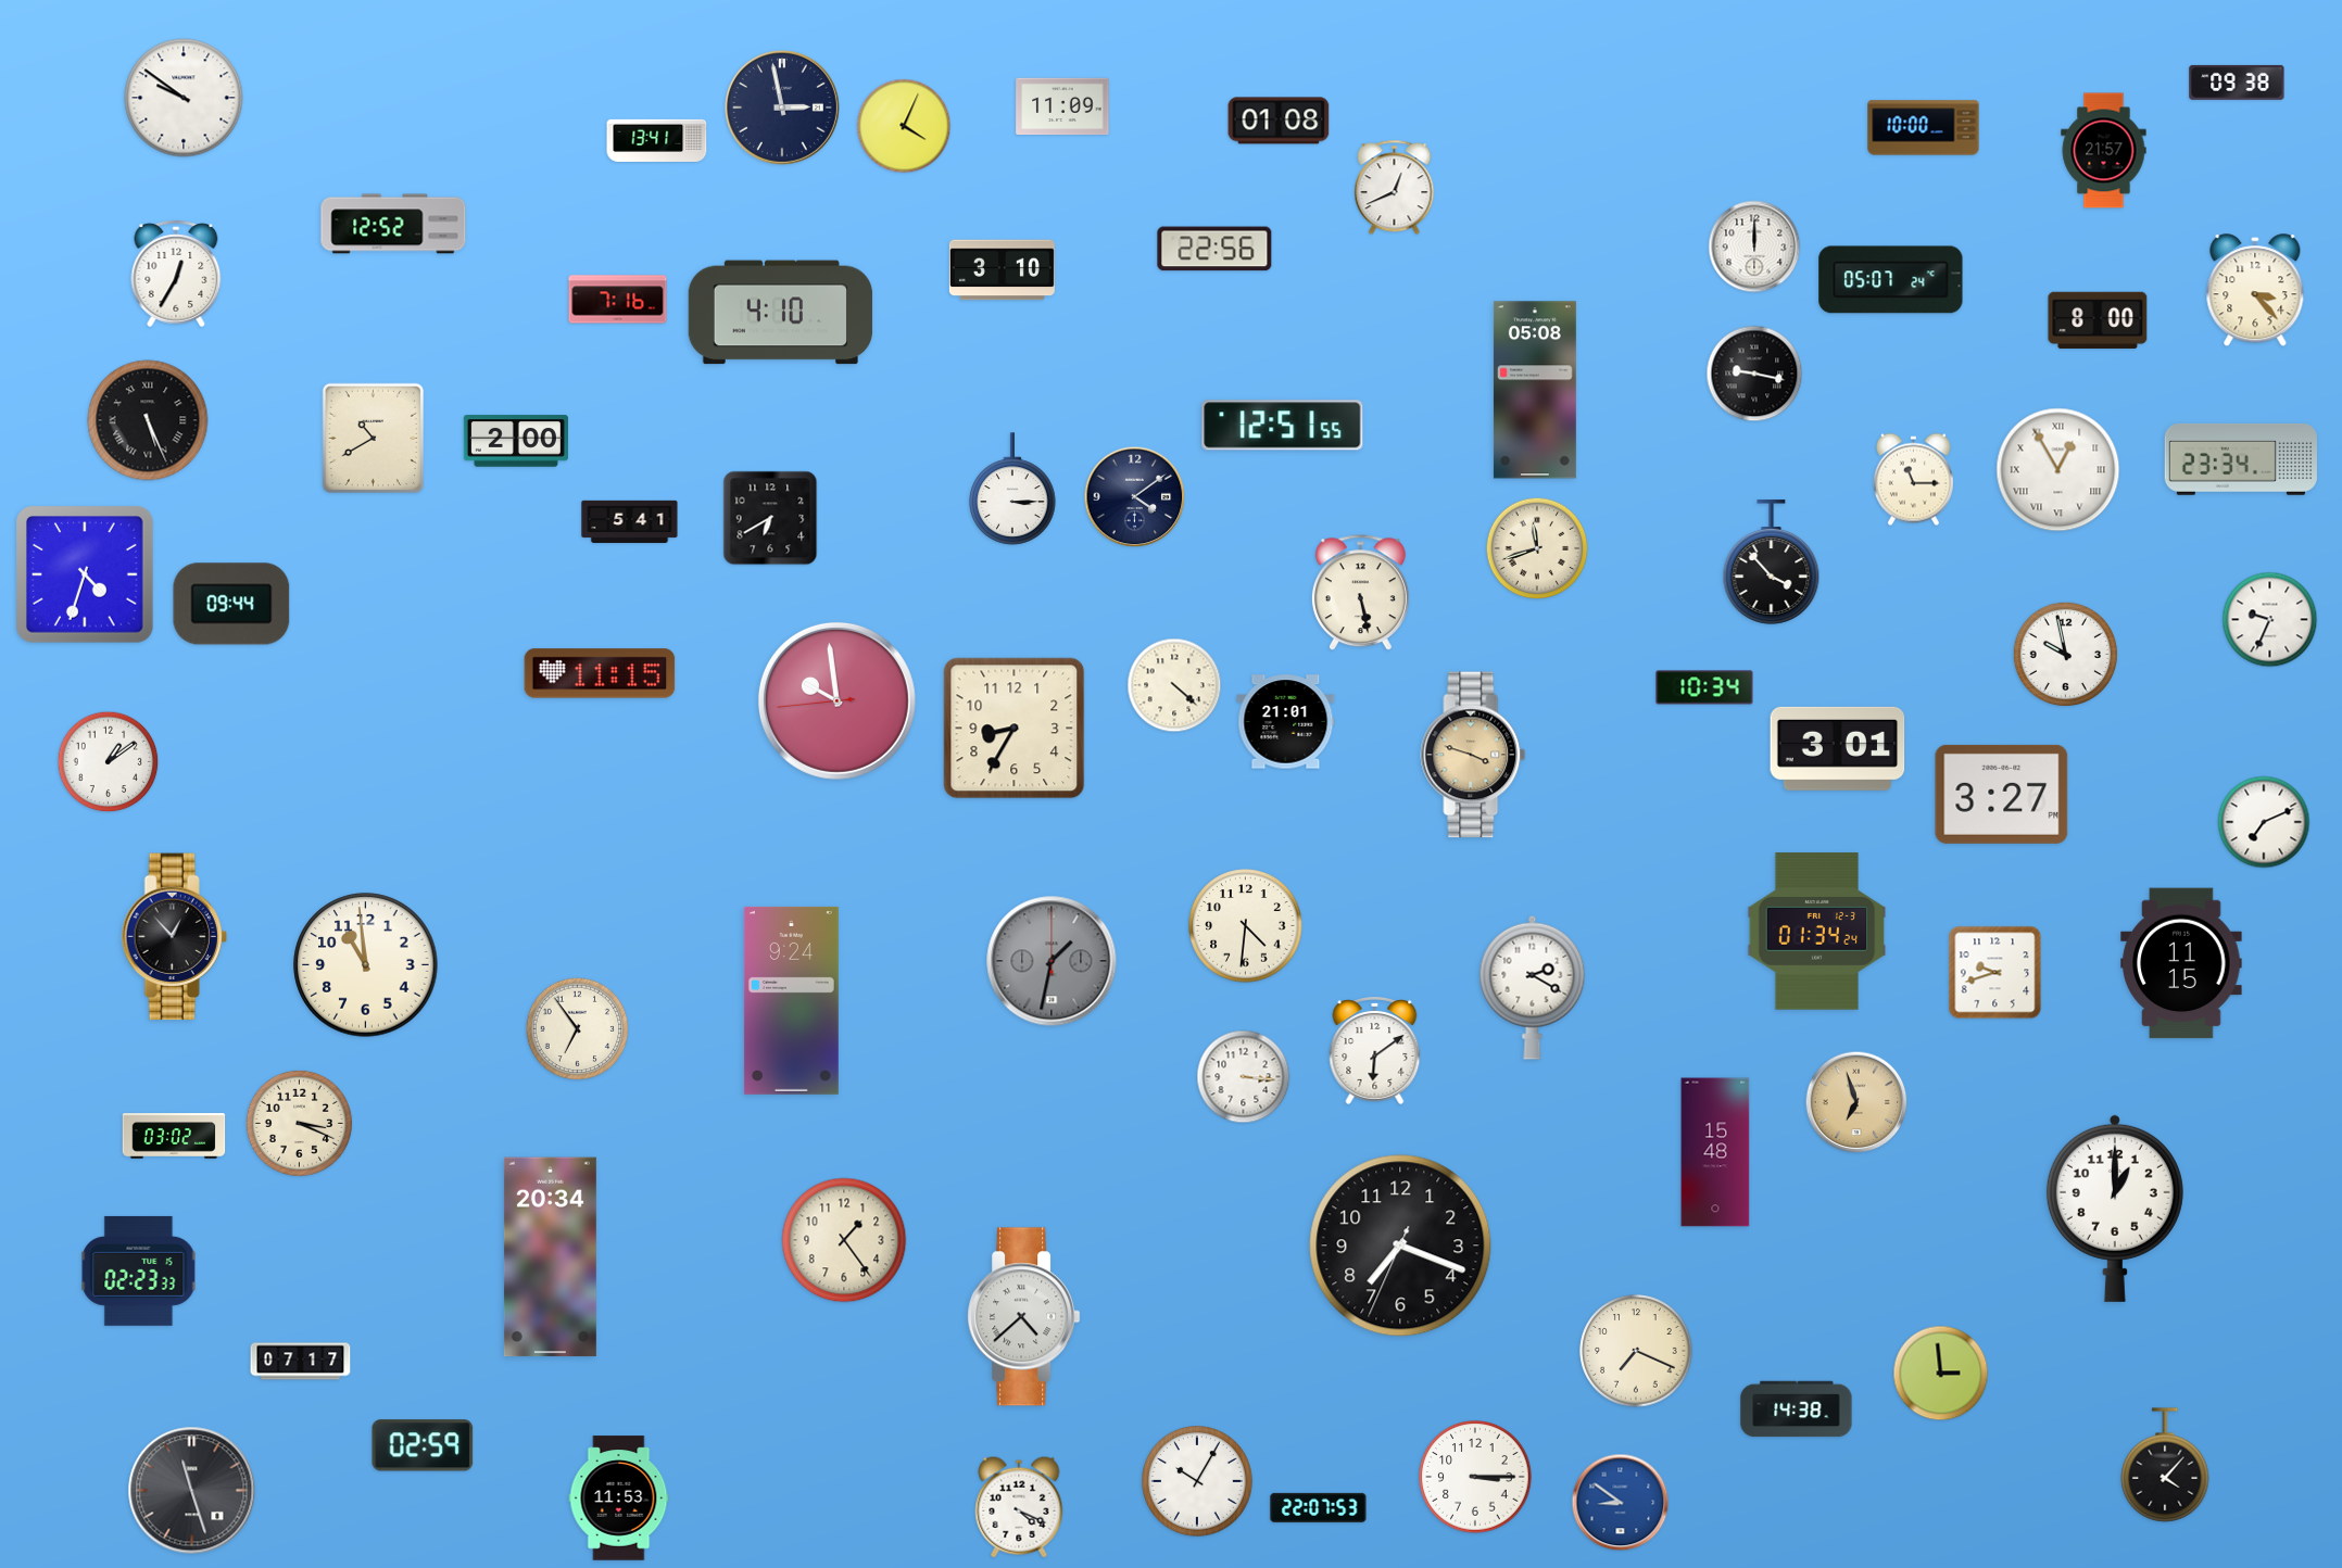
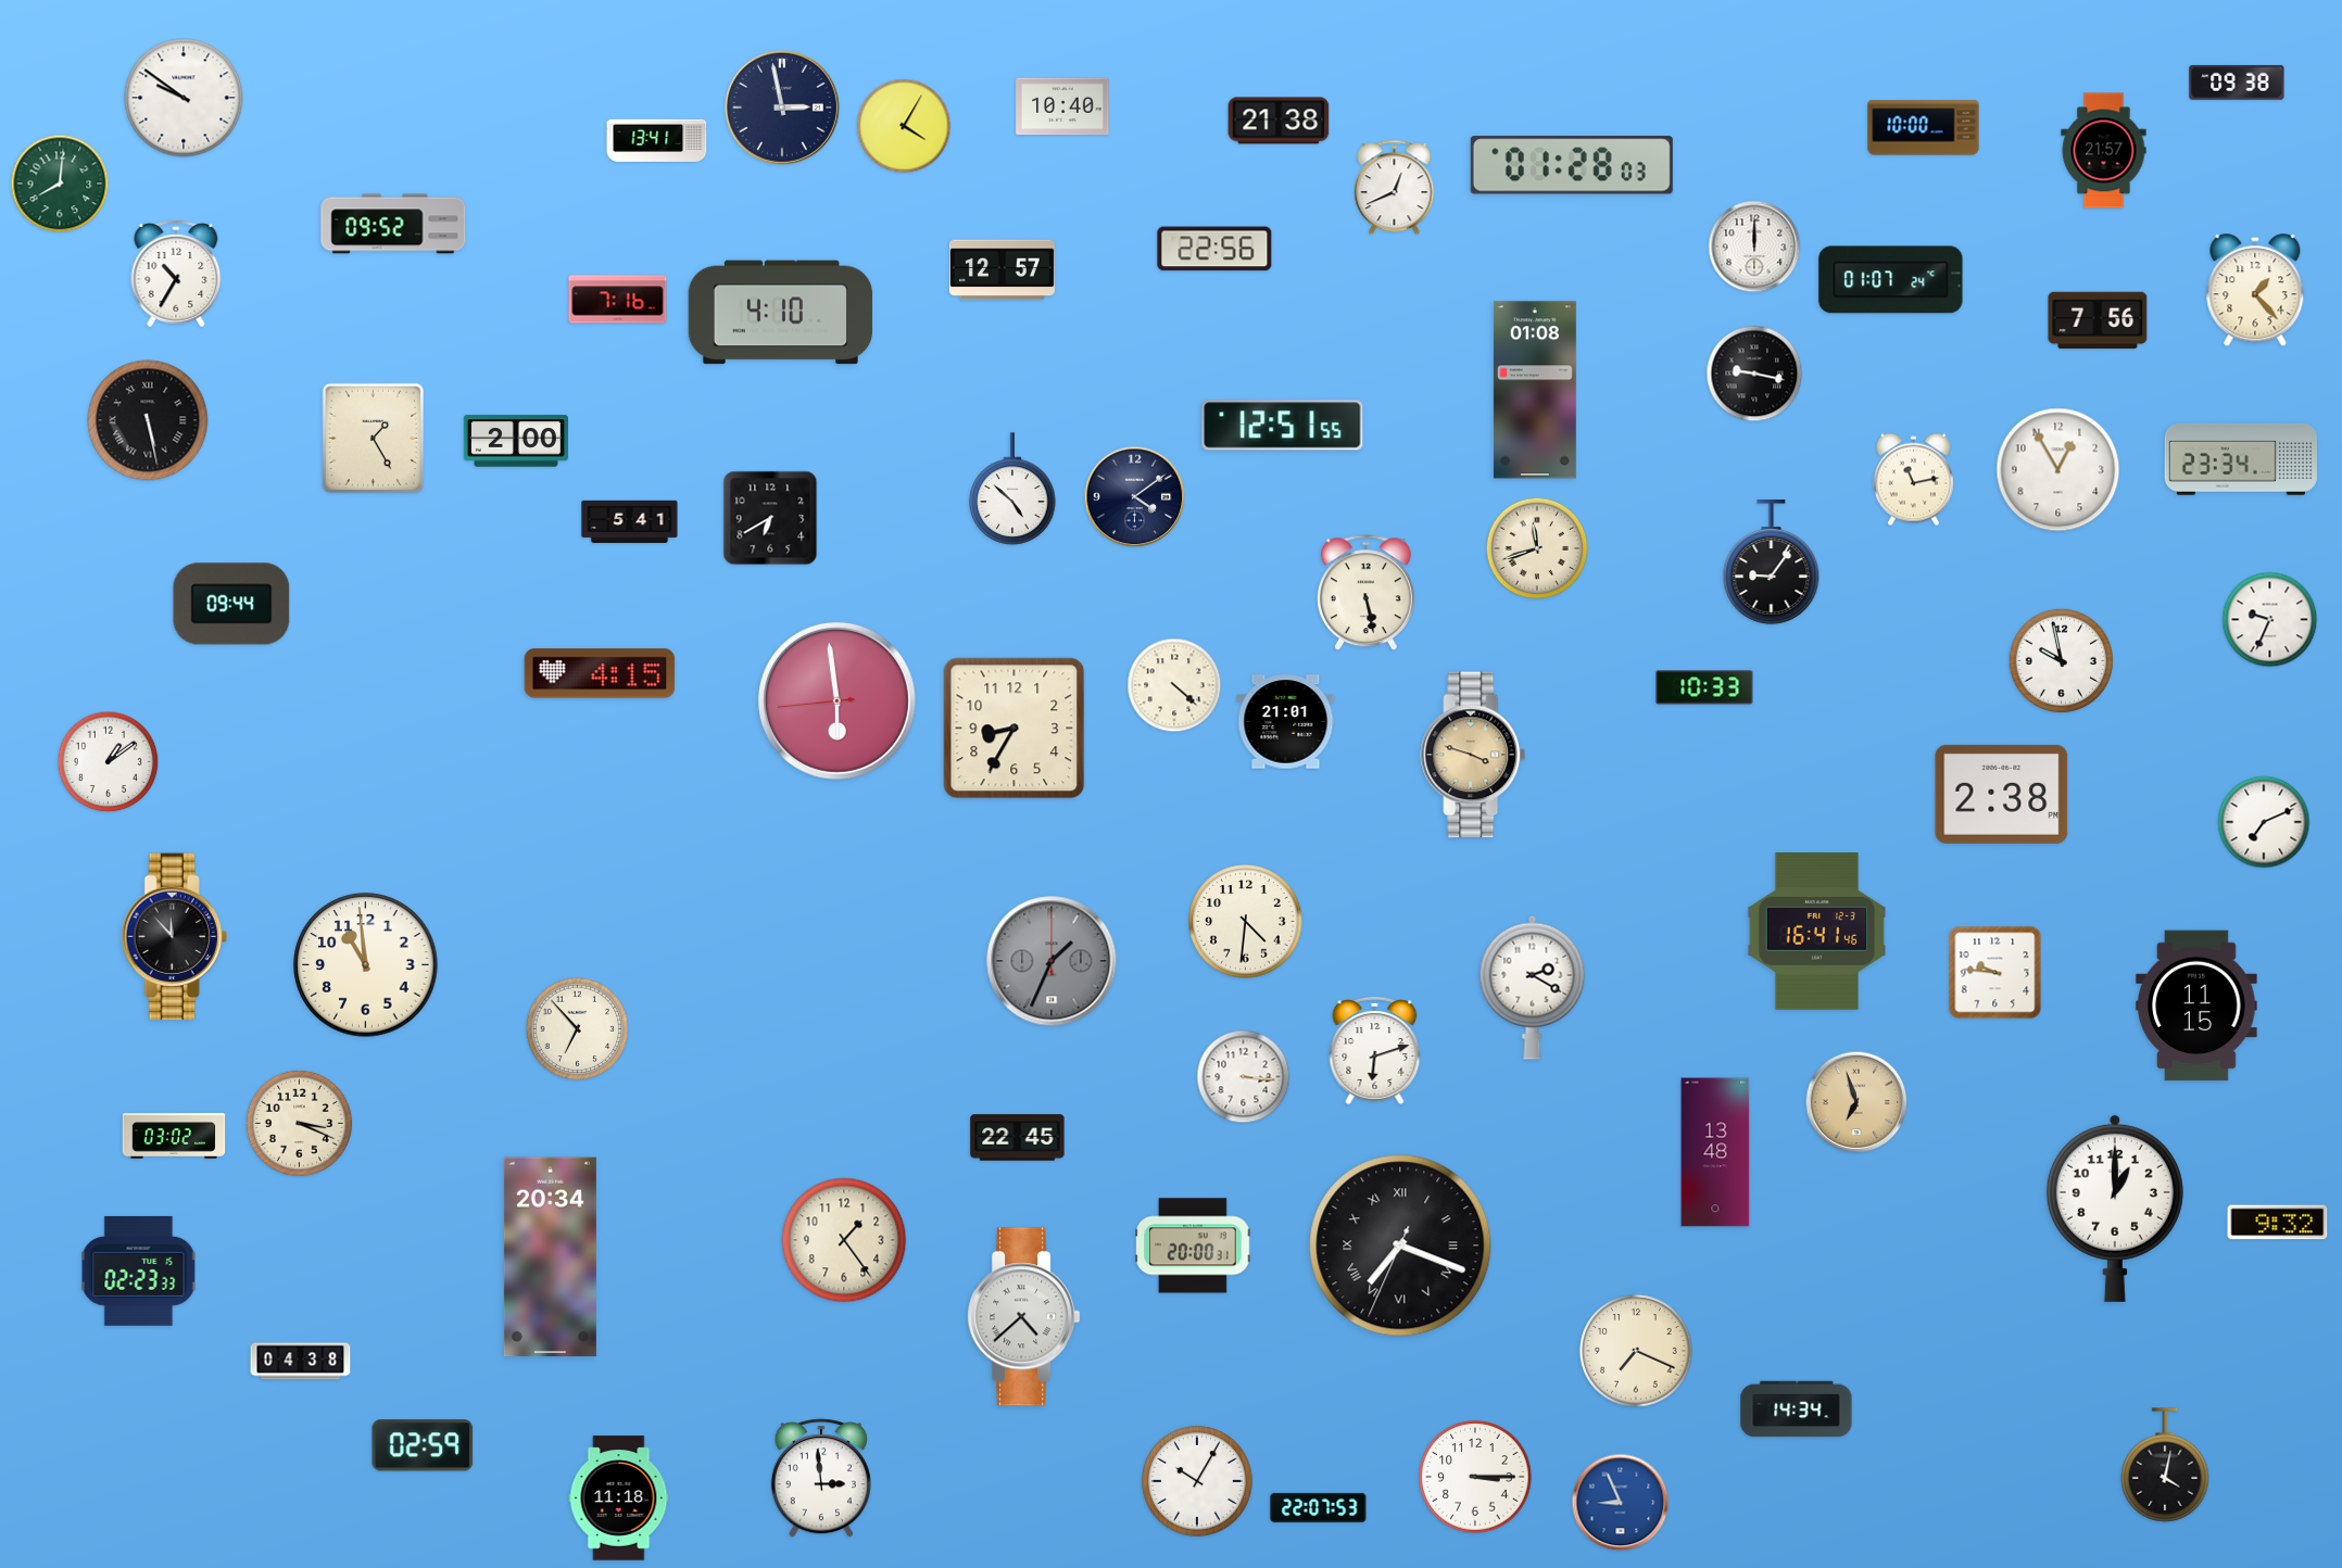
clock at (1062, 106): 11:09 -> 10:40
clock at (1279, 121): 01:08 -> 21:38
clock at (904, 126): 4:04 -> 4:05
clock at (1572, 165): none -> 01:28
clock at (60, 184): none -> 8:01
clock at (393, 224): 12:52 -> 09:52
clock at (1002, 270): 3:10 -> 12:57
clock at (176, 274): 12:35 -> 10:35
clock at (1891, 280): 05:07 -> 01:07
clock at (2255, 291): 3:23 -> 1:23
clock at (2098, 319): 8:00 -> 7:56
clock at (1535, 390): 05:08 -> 01:08
clock at (148, 420): 5:26 -> 5:28
clock at (374, 439): 10:40 -> 1:25
clock at (2058, 470) numerals: Roman -> Arabic
clock at (1913, 480): 11:15 -> 11:13
clock at (1012, 489): 3:15 -> 4:52
clock at (1772, 562): 3:53 -> 9:06
clock at (86, 576): 4:33 -> none
clock at (1360, 593) position: (1360, 593) -> (1365, 593)
clock at (2065, 654) position: (2065, 654) -> (2061, 660)
clock at (600, 673): 11:15 -> 4:15
clock at (1704, 687): 10:34 -> 10:33
clock at (836, 700): 9:58 -> 5:58
clock at (1838, 748): 3:01 -> none
clock at (2002, 794): 3:27 -> 2:38
clock at (1246, 926) position: (1246, 926) -> (1246, 922)
clock at (1817, 932): 01:34 -> 16:41
clock at (174, 937): 12:53 -> 11:53
clock at (1052, 961): 1:32 -> 1:34
clock at (2181, 963) position: (2181, 963) -> (2196, 1006)
clock at (1995, 973): 9:42 -> 9:46
clock at (791, 1000): 9:24 -> none
clock at (578, 1029): 6:54 -> 6:53
clock at (1375, 1051): 6:09 -> 6:12
clock at (1018, 1138): none -> 22:45
clock at (1715, 1152): 15:48 -> 13:48
clock at (2278, 1223): none -> 9:32
clock at (1193, 1245): none -> 20:00
clock at (1400, 1245) numerals: Arabic -> Roman
clock at (301, 1362): 07:17 -> 04:38
clock at (1941, 1374): 2:59 -> none
clock at (1797, 1409): 14:38 -> 14:34
clock at (2165, 1465): 4:07 -> 4:02
clock at (821, 1478): none -> 2:59
clock at (192, 1491): 11:27 -> none
clock at (619, 1499): 11:53 -> 11:18
clock at (1621, 1503): 8:51 -> 8:56
clock at (1019, 1507): 4:19 -> none
